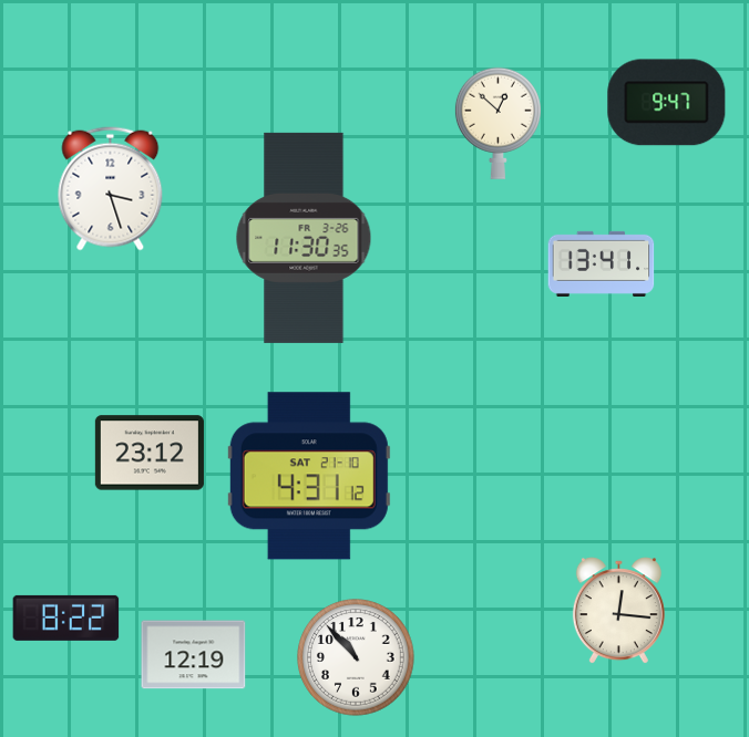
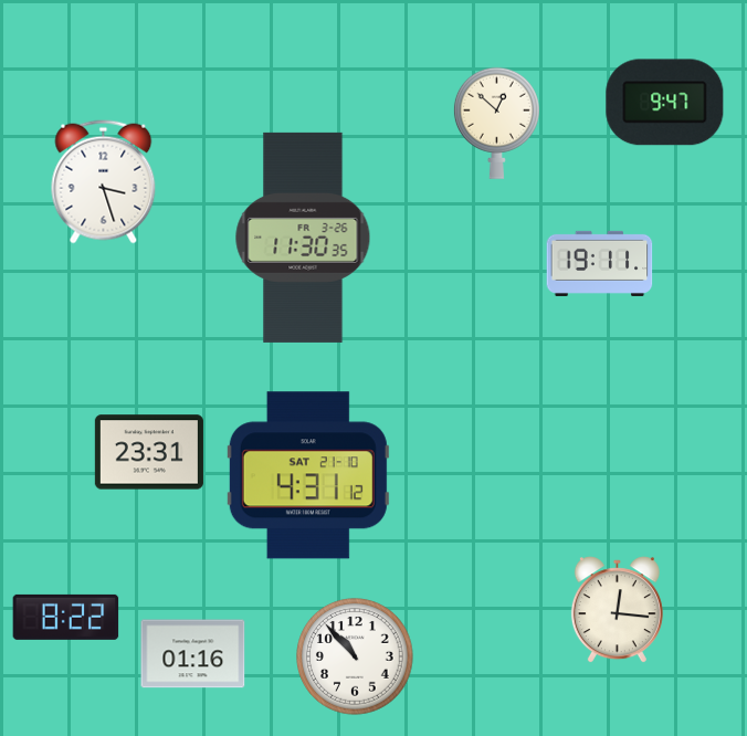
clock at (111, 189) position: (111, 189) -> (104, 182)
clock at (602, 263): 13:41 -> 19:11
clock at (150, 453): 23:12 -> 23:31
clock at (194, 655): 12:19 -> 01:16
